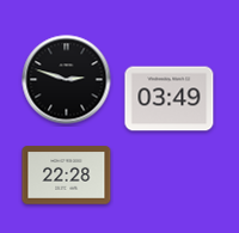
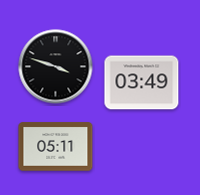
clock at (67, 80): 2:48 -> 3:48
clock at (67, 176): 22:28 -> 05:11
